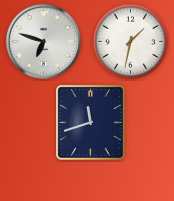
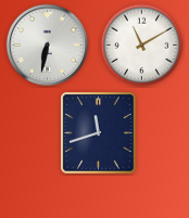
clock at (43, 41): 6:48 -> 6:32
clock at (131, 42): 1:32 -> 11:10
